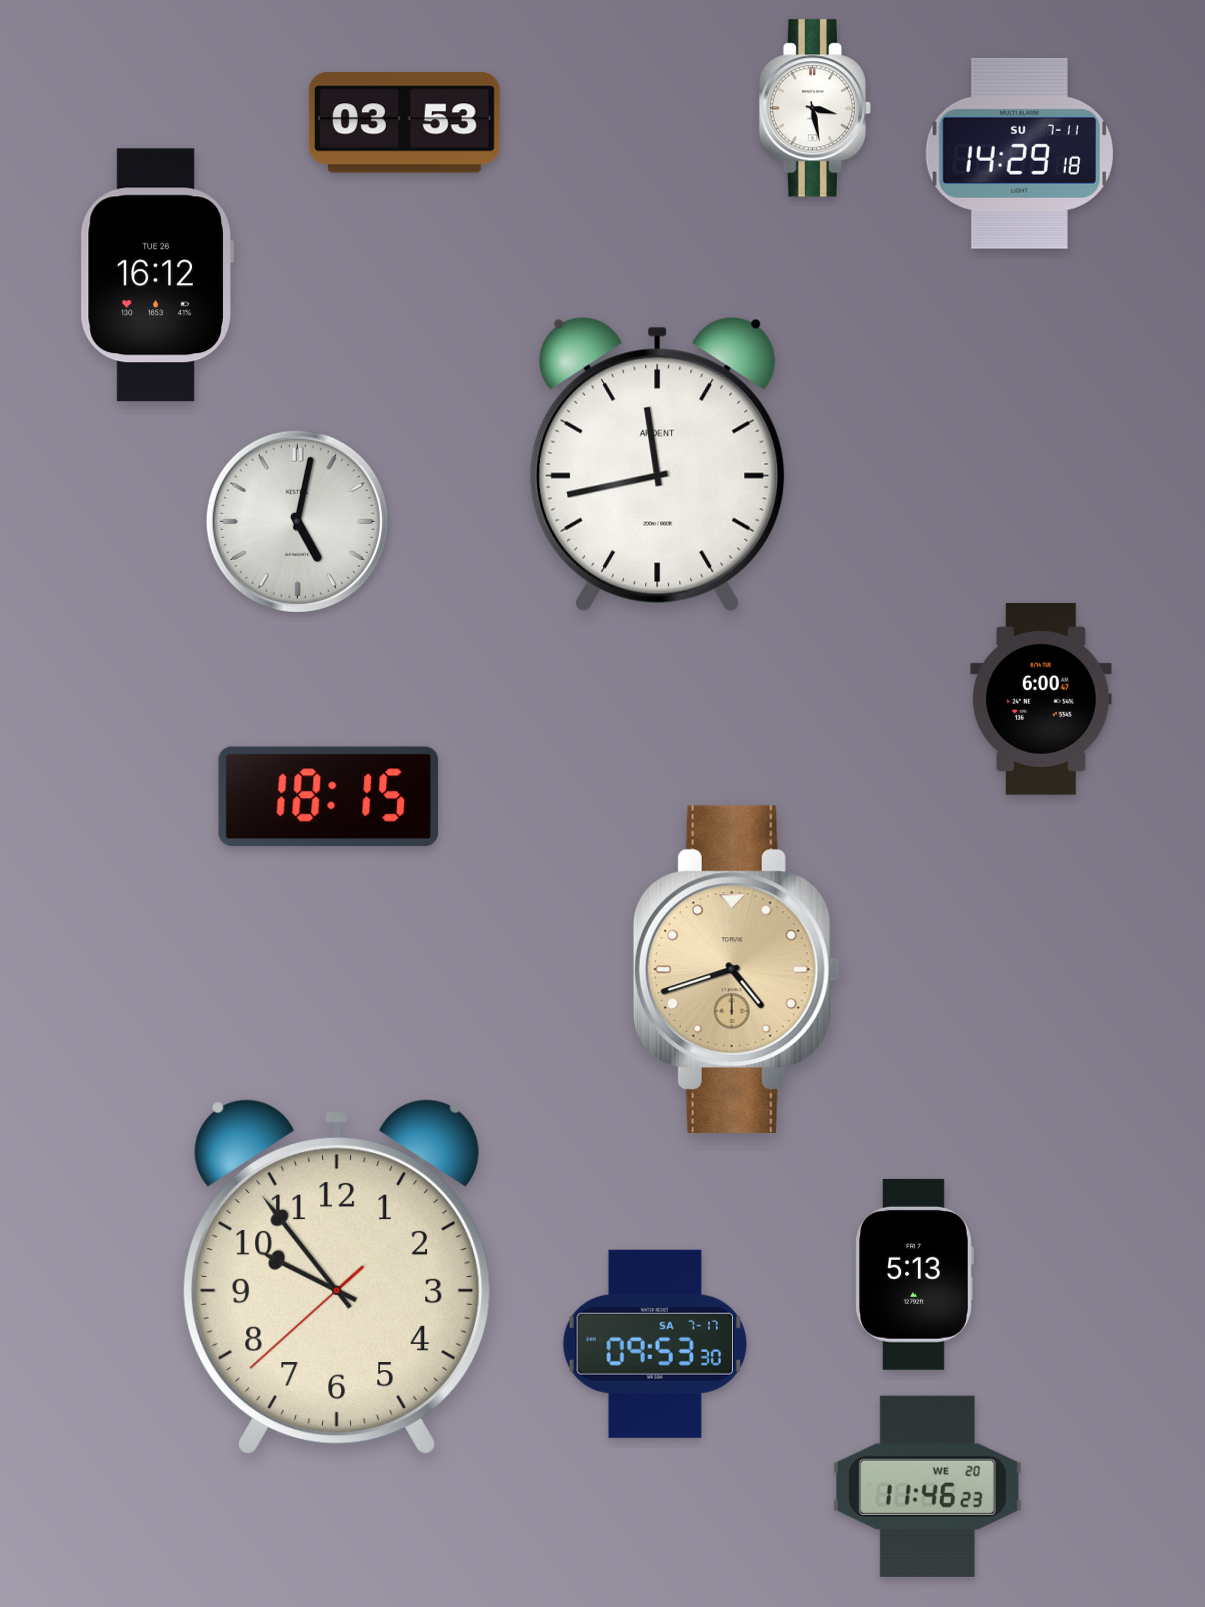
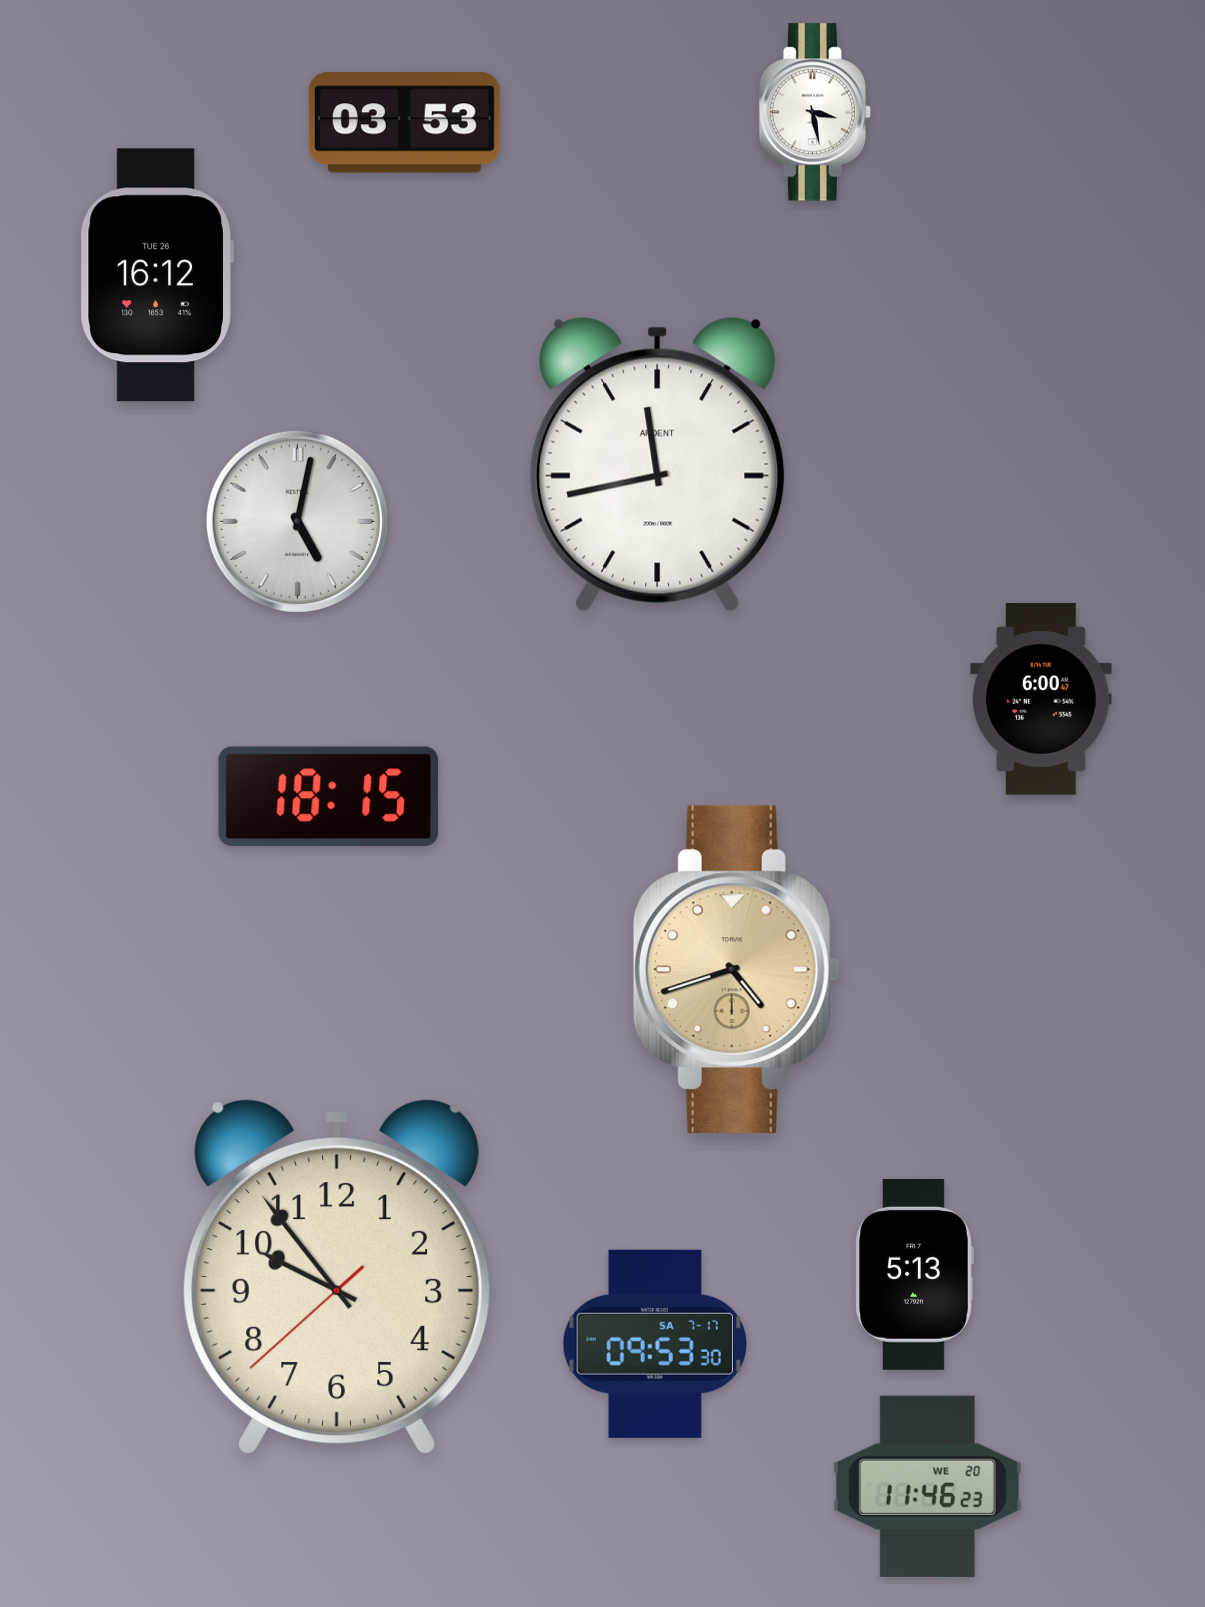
clock at (814, 108) position: (814, 108) -> (814, 112)
clock at (1019, 153): 14:29 -> none
